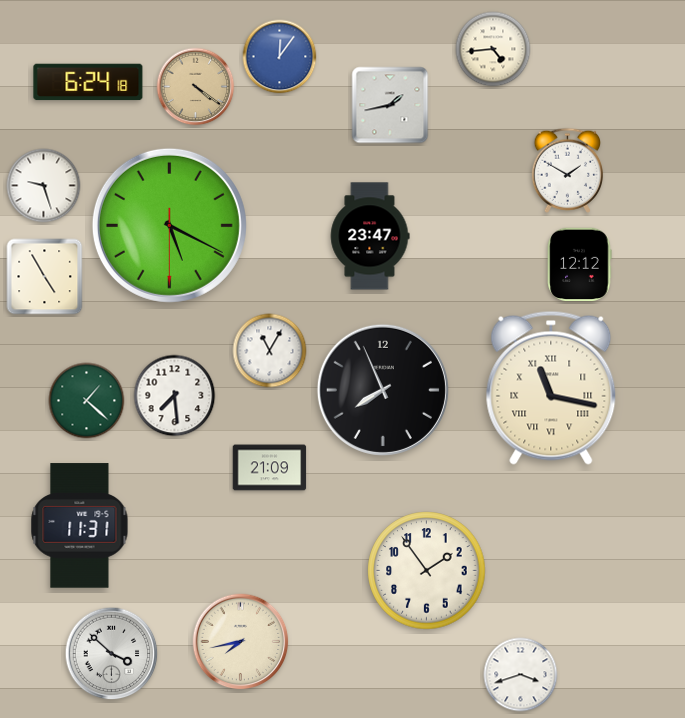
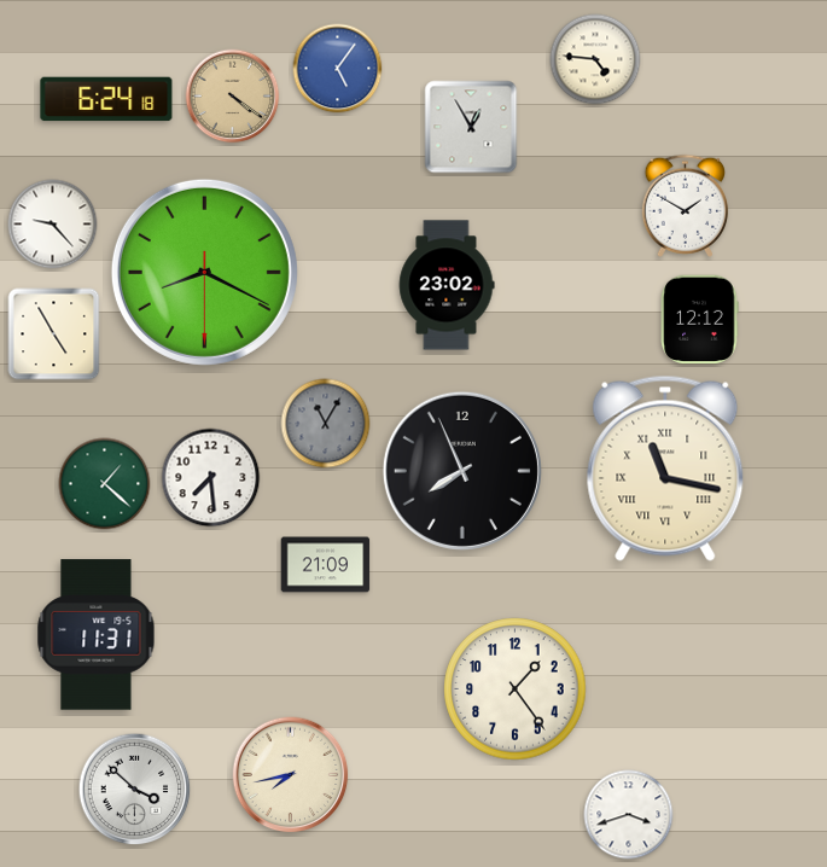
clock at (493, 49): 4:44 -> 4:46
clock at (280, 57): 12:06 -> 5:06
clock at (196, 87) position: (196, 87) -> (233, 97)
clock at (390, 105): 1:43 -> 12:55
clock at (44, 186): 9:27 -> 9:23
clock at (169, 225): 5:19 -> 8:19
clock at (370, 236): 23:47 -> 23:02
clock at (270, 351) dial: white -> grey
clock at (427, 571): 1:54 -> 1:24
